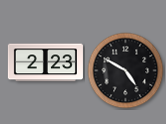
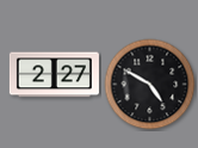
clock at (45, 63): 2:23 -> 2:27
